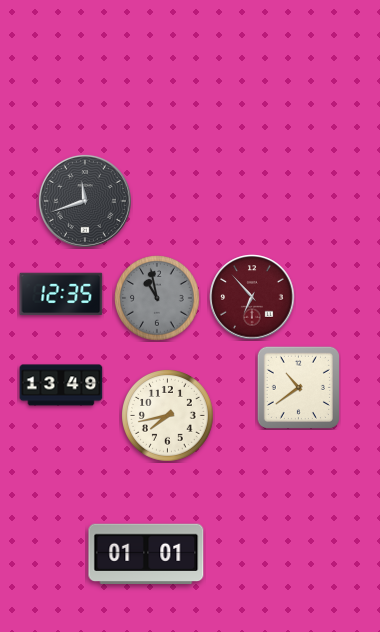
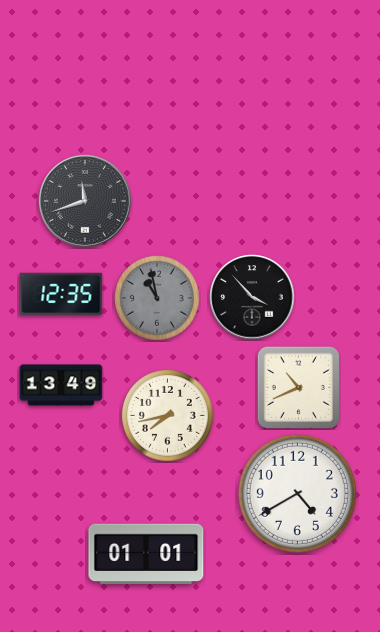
clock at (252, 297): 6:53 -> 3:53
clock at (252, 297) dial: burgundy -> black
clock at (298, 387): 10:39 -> 10:41
clock at (297, 493): none -> 4:40
